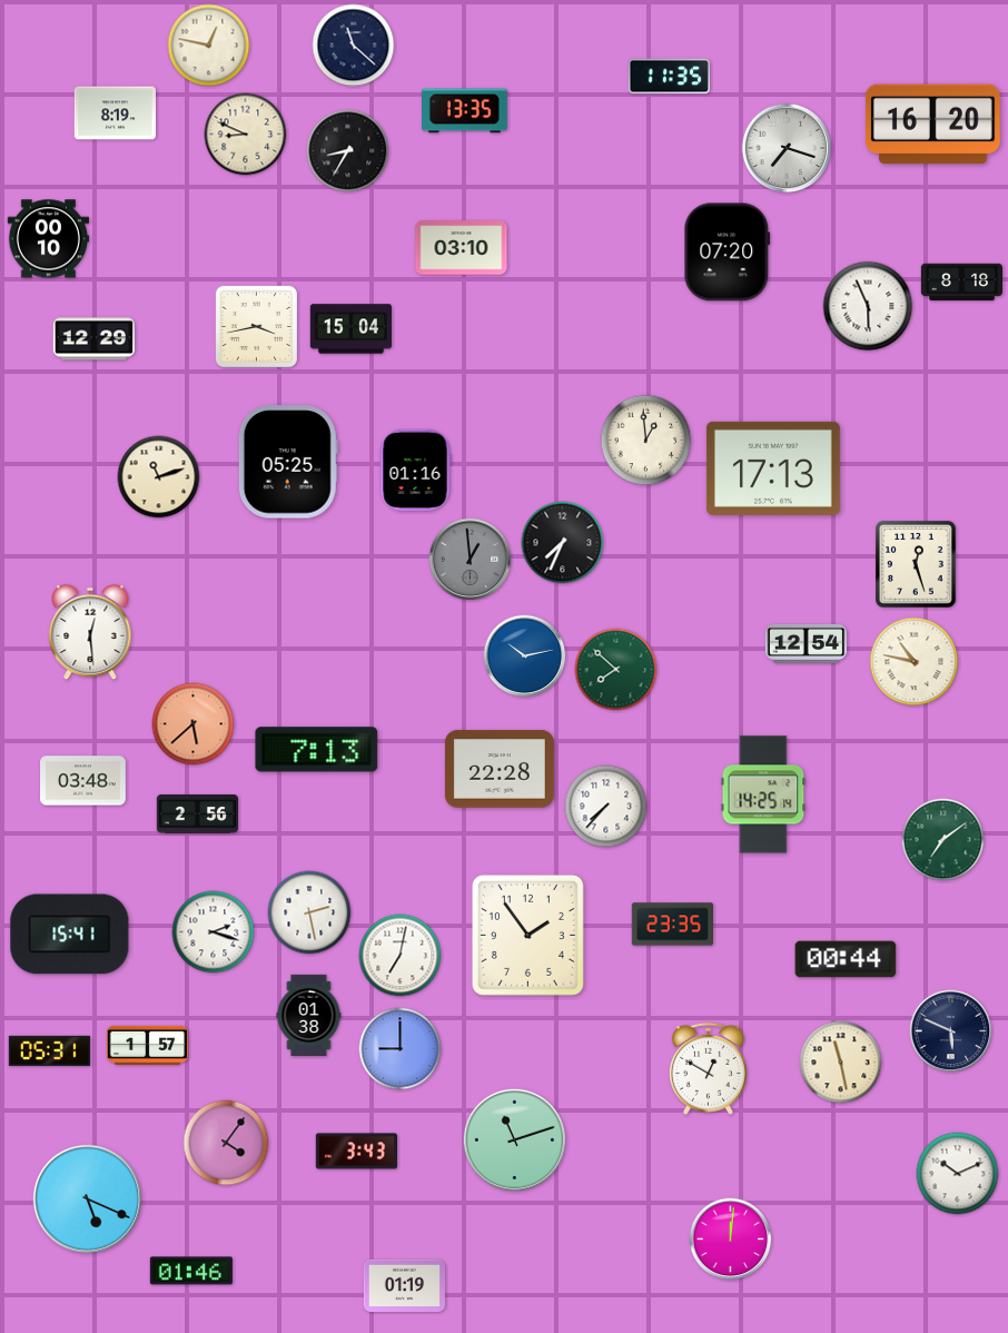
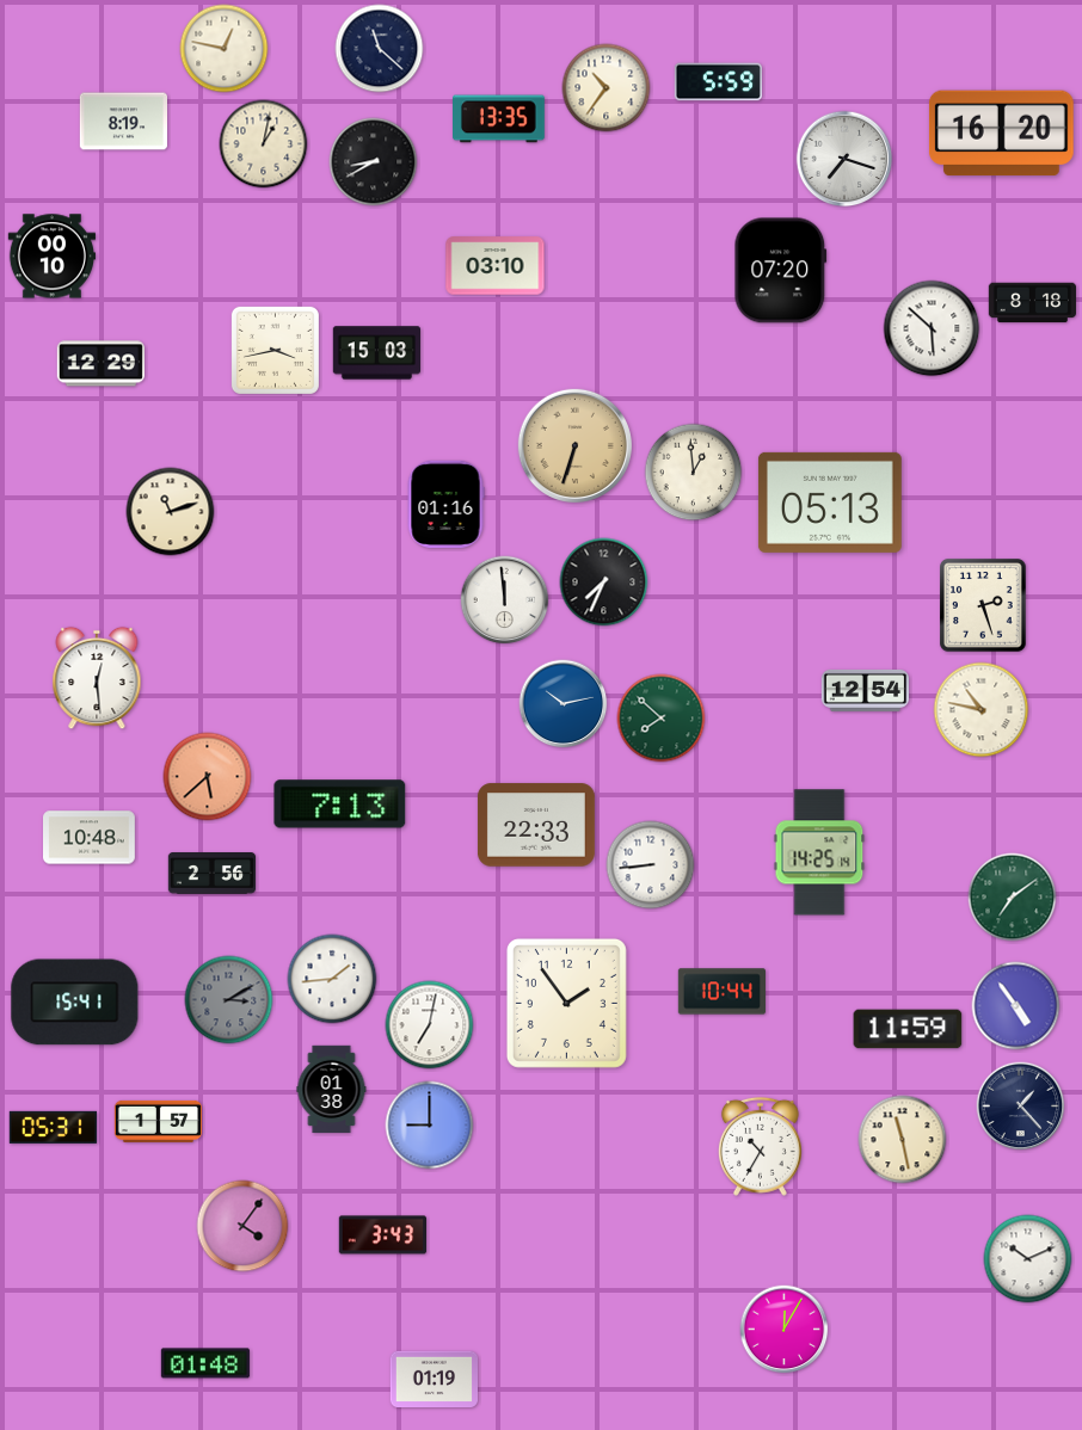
clock at (669, 77): 11:35 -> 5:59
clock at (607, 88): none -> 10:36
clock at (246, 135): 8:49 -> 1:02
clock at (348, 151): 8:35 -> 8:40
clock at (868, 306): 5:56 -> 5:52
clock at (350, 329): 15:04 -> 15:03
clock at (574, 445): none -> 6:33
clock at (288, 462): 05:25 -> none
clock at (773, 468): 17:13 -> 05:13
clock at (471, 560): 12:59 -> 11:59
clock at (471, 560) dial: grey -> white
clock at (916, 564): 12:27 -> 2:27
clock at (500, 769): 22:28 -> 22:33
clock at (83, 781): 03:48 -> 10:48
clock at (606, 807): 7:37 -> 8:44
clock at (943, 840) position: (943, 840) -> (1013, 898)
clock at (309, 912): 2:28 -> 1:44
clock at (672, 925): 23:35 -> 10:44
clock at (214, 932): 2:18 -> 3:10
clock at (214, 932) dial: white -> grey
clock at (1016, 1006): none -> 4:54
clock at (846, 959): 00:44 -> 11:59
clock at (951, 1031): 5:49 -> 1:23
clock at (708, 1068): 12:50 -> 10:35
clock at (514, 1139): 11:12 -> none
clock at (87, 1198): 5:19 -> none
clock at (731, 1240): 12:01 -> 12:05
clock at (191, 1271): 01:46 -> 01:48
